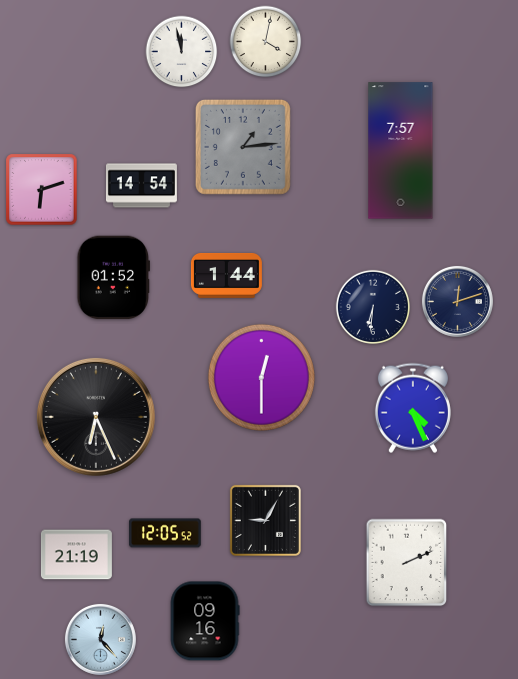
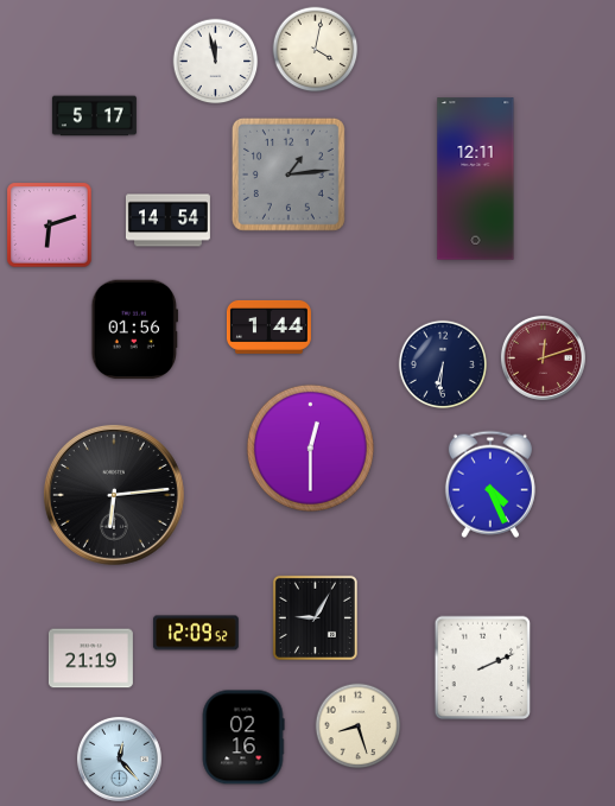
clock at (94, 116): none -> 5:17
clock at (401, 151): 7:57 -> 12:11
clock at (113, 278): 01:52 -> 01:56
clock at (457, 301) dial: navy -> burgundy
clock at (96, 417): 6:26 -> 6:14
clock at (166, 533): 12:05 -> 12:09
clock at (359, 726): none -> 8:27
clock at (205, 621): 09:16 -> 02:16
